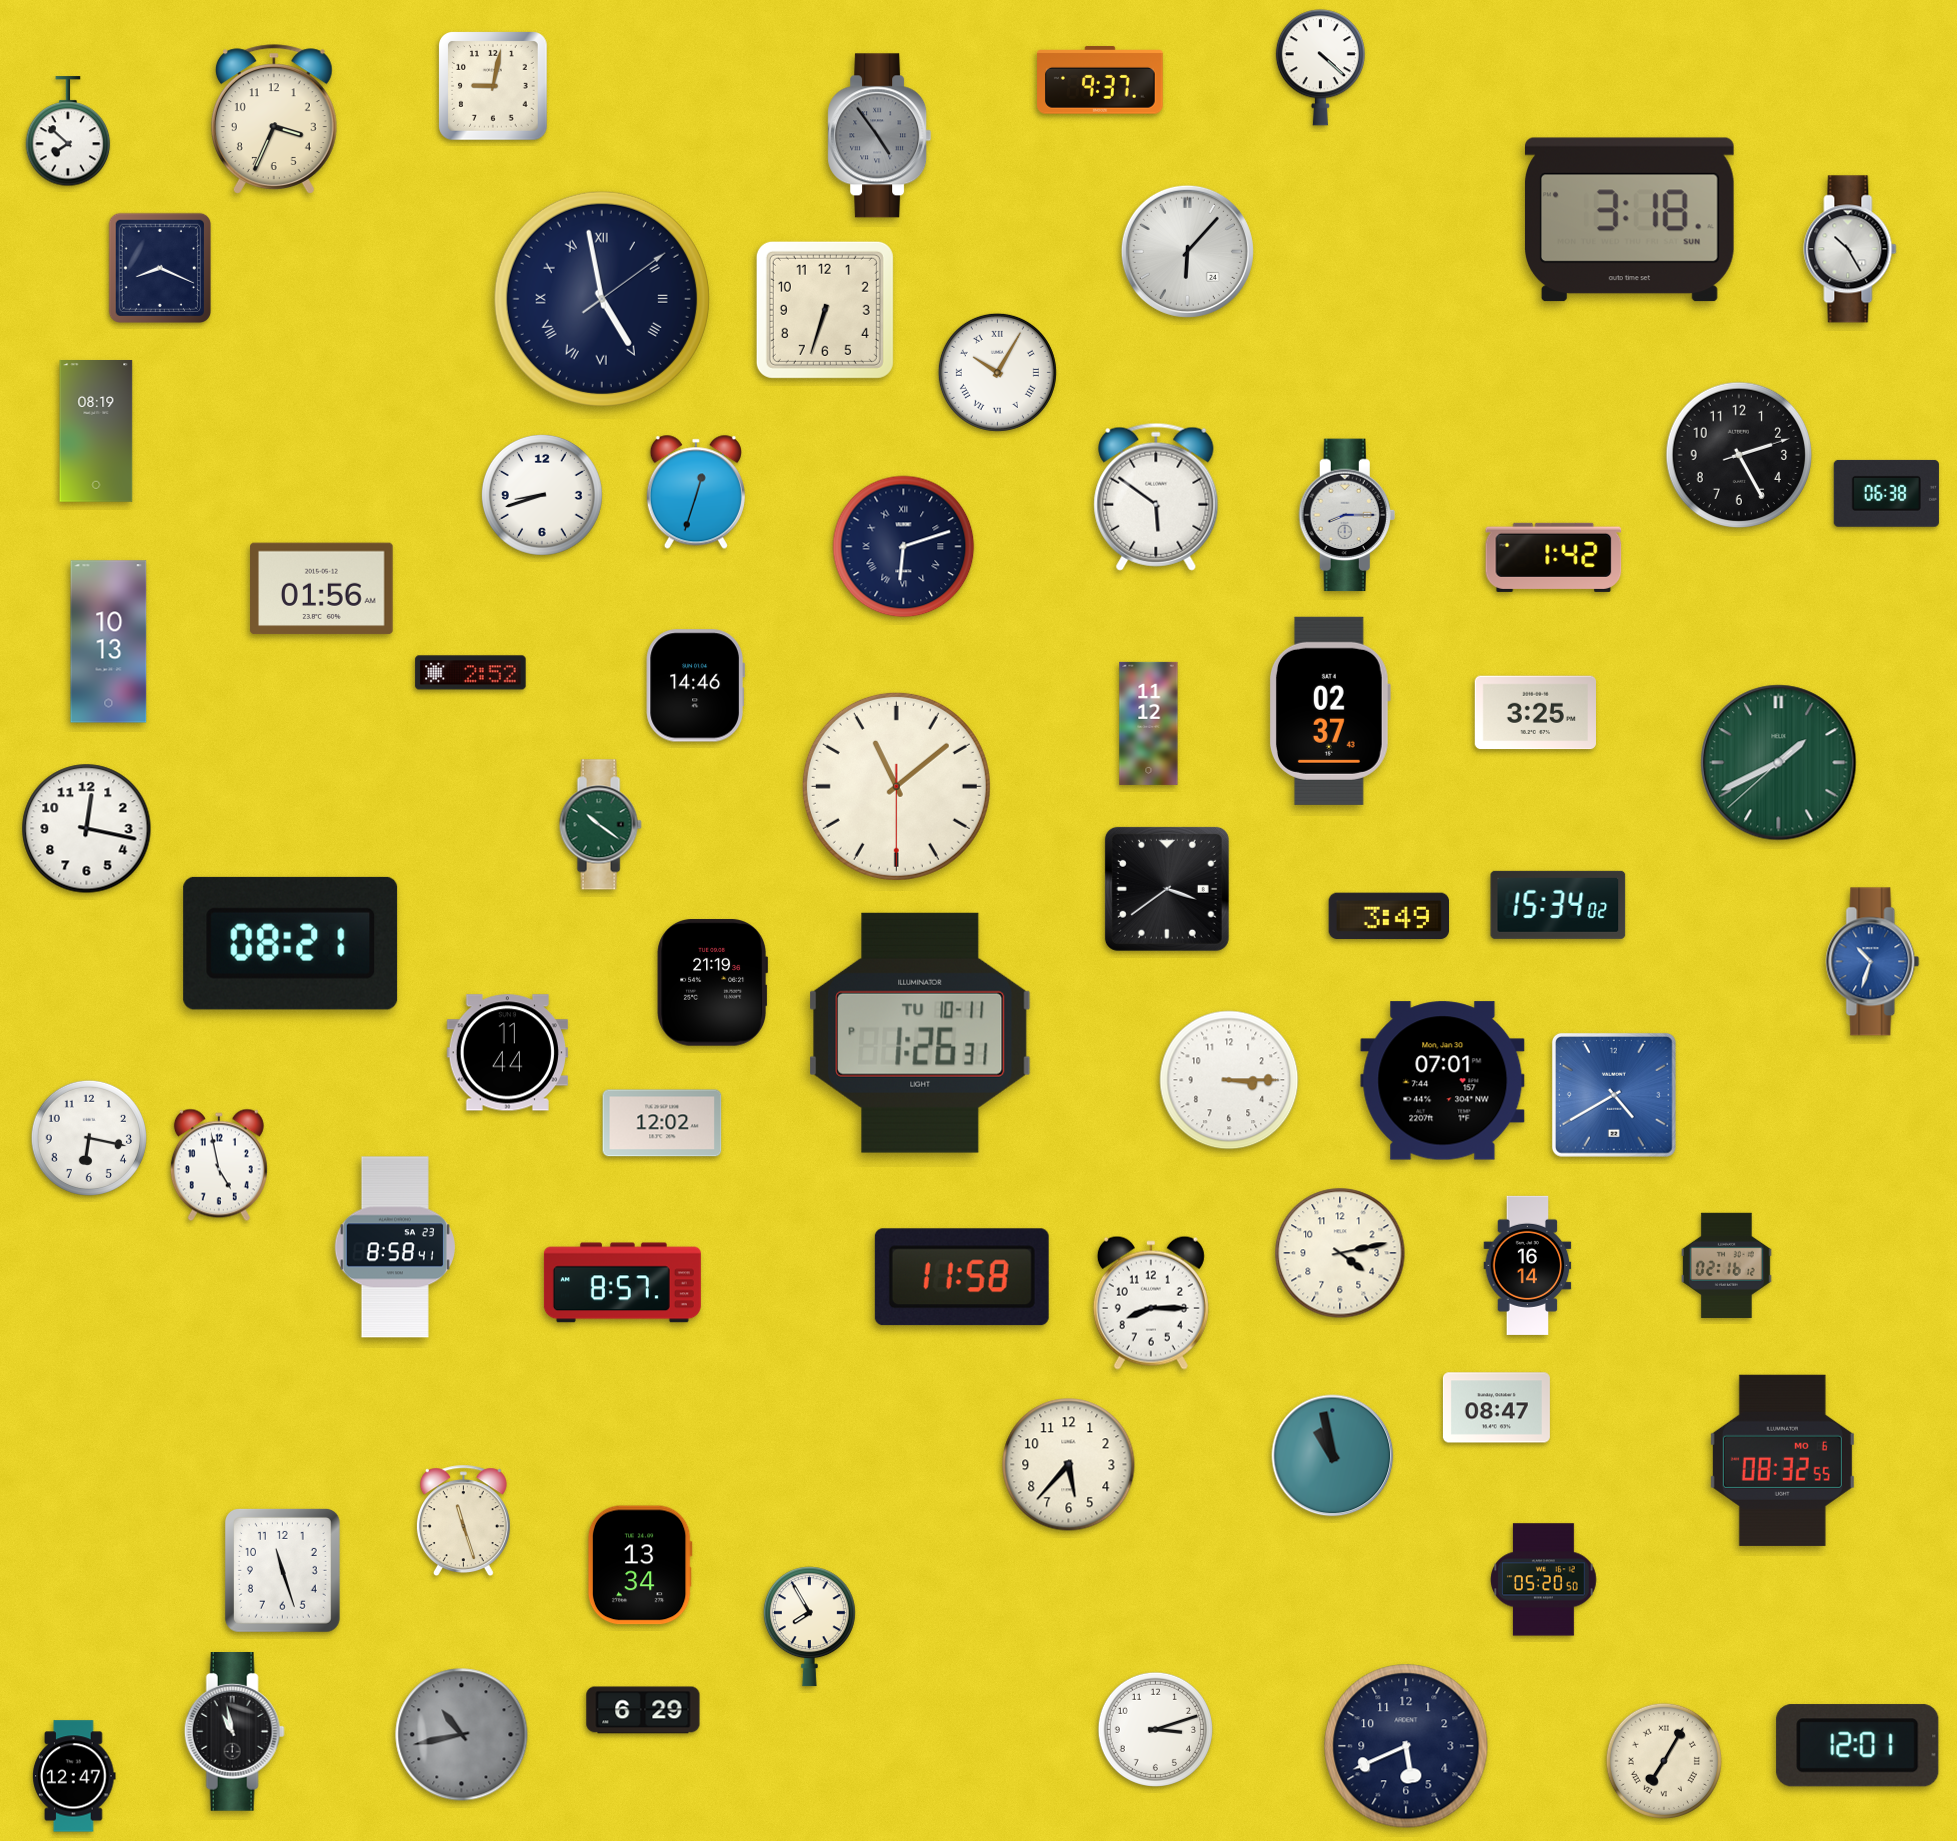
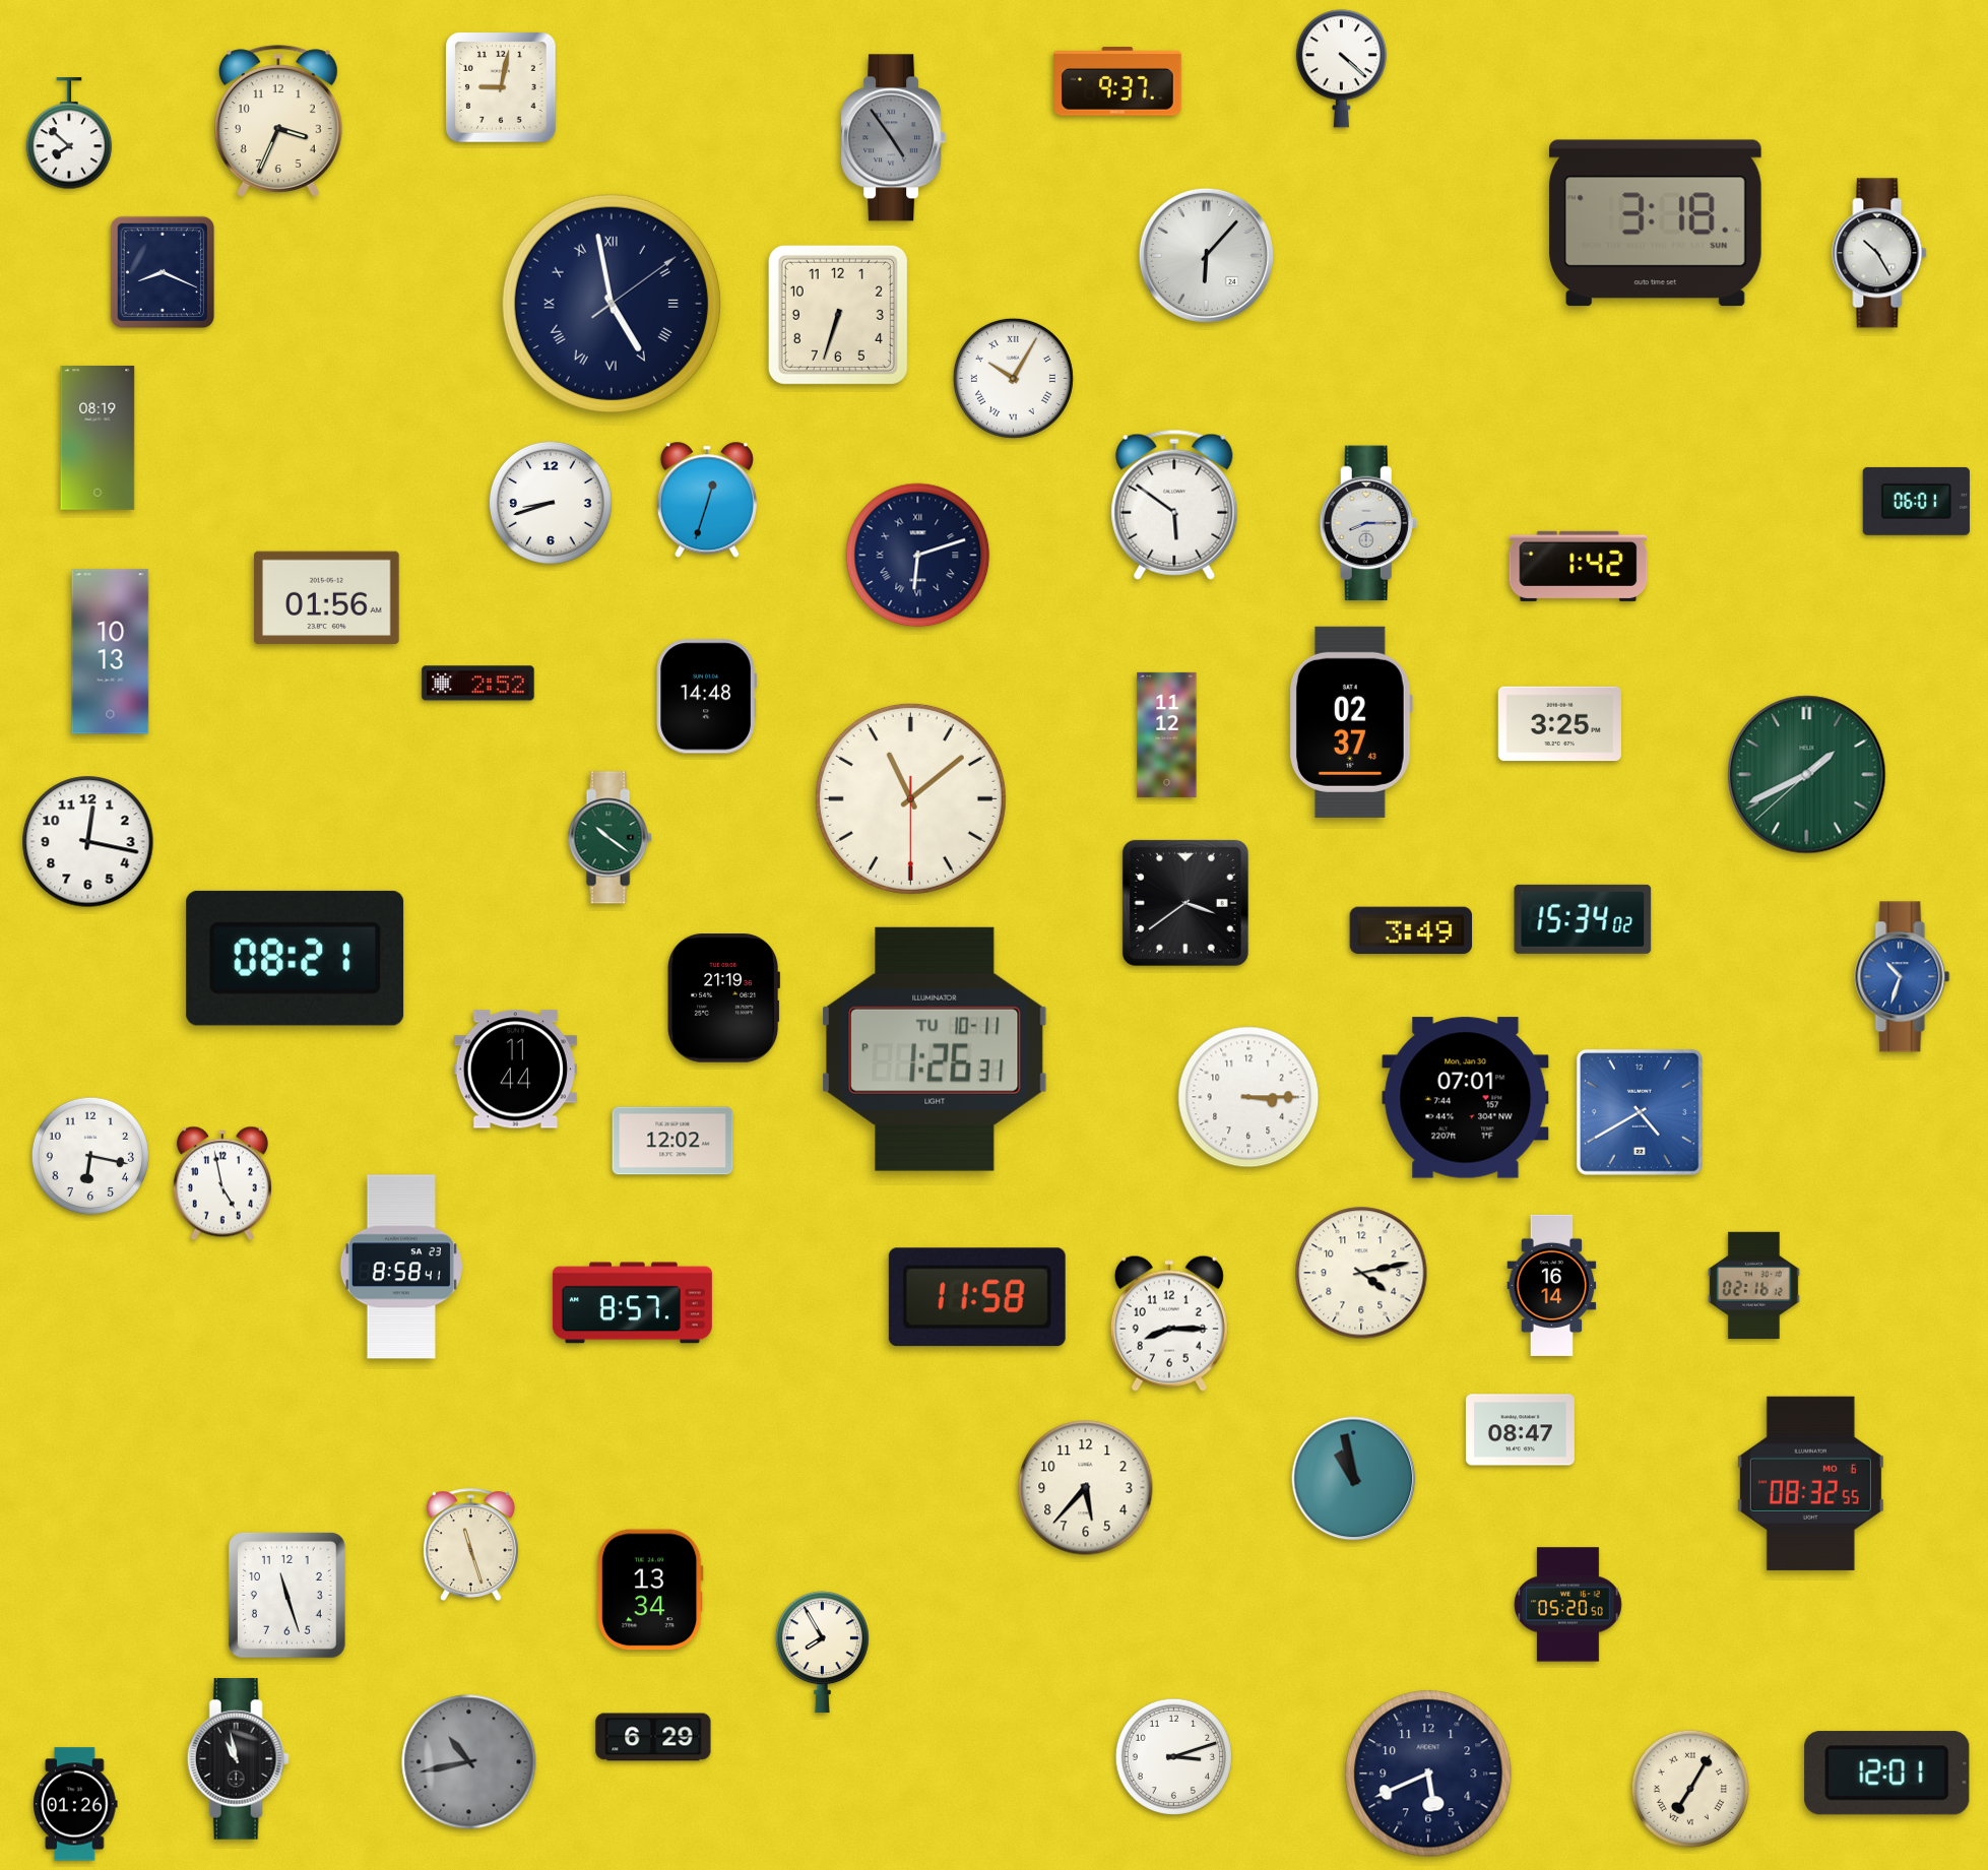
clock at (1739, 455): 2:25 -> none
clock at (1886, 493): 06:38 -> 06:01
clock at (695, 686): 14:46 -> 14:48
clock at (74, 1776): 12:47 -> 01:26
